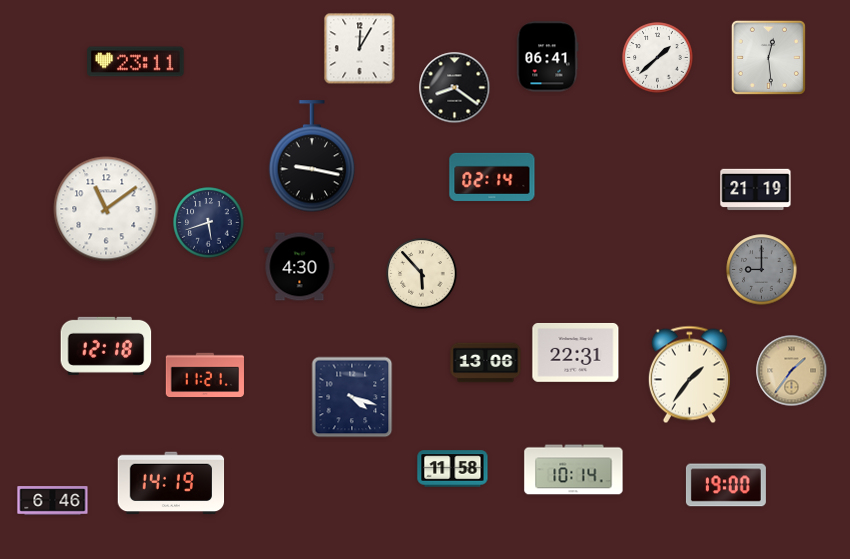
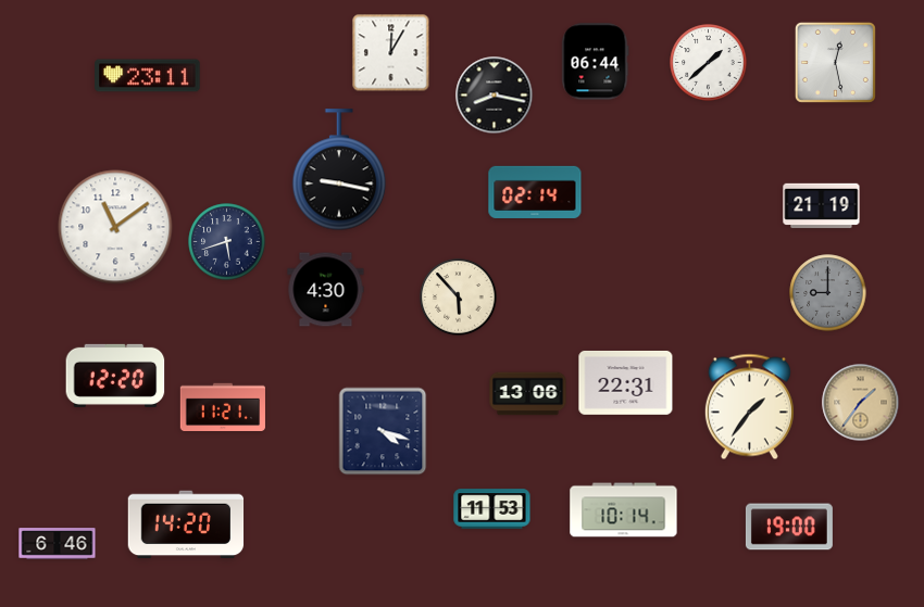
clock at (548, 57): 06:41 -> 06:44
clock at (768, 57): 12:29 -> 12:28
clock at (658, 58) position: (658, 58) -> (709, 63)
clock at (136, 62) position: (136, 62) -> (148, 76)
clock at (455, 88): 8:21 -> 8:17
clock at (106, 346): 12:18 -> 12:20
clock at (453, 469): 11:58 -> 11:53
clock at (171, 483): 14:19 -> 14:20
